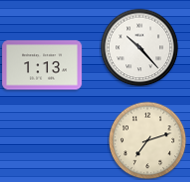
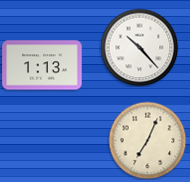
clock at (147, 140): 7:12 -> 7:04
